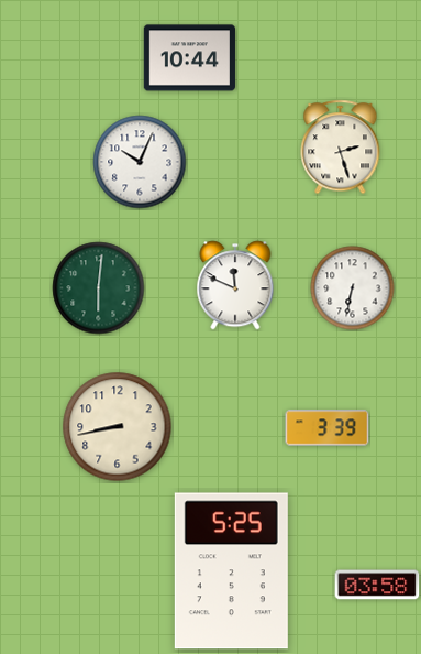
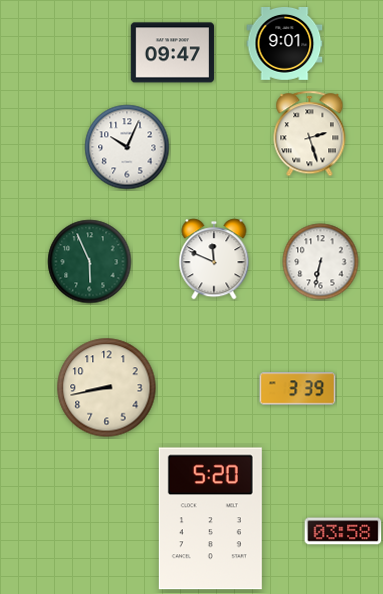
clock at (285, 44): none -> 9:01
clock at (189, 58): 10:44 -> 09:47
clock at (99, 288): 6:01 -> 5:56
clock at (231, 571): 5:25 -> 5:20
